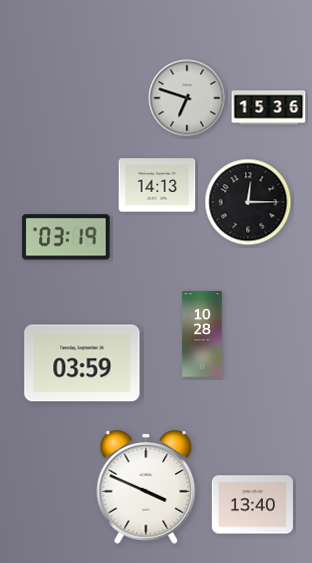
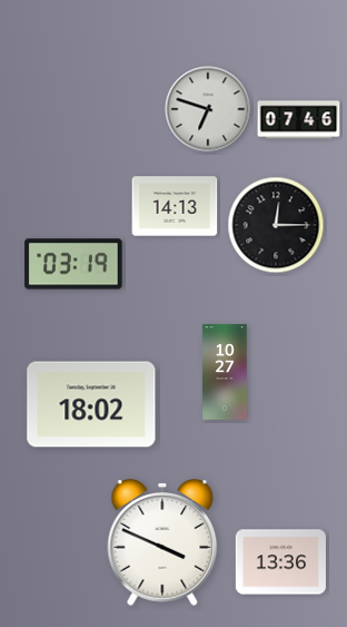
clock at (269, 108): 15:36 -> 07:46
clock at (202, 334): 10:28 -> 10:27
clock at (82, 363): 03:59 -> 18:02
clock at (252, 505): 13:40 -> 13:36
